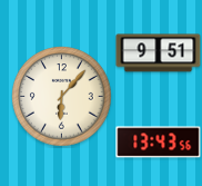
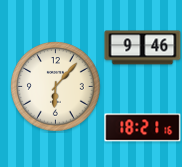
clock at (159, 53): 9:51 -> 9:46
clock at (159, 143): 13:43 -> 18:21
